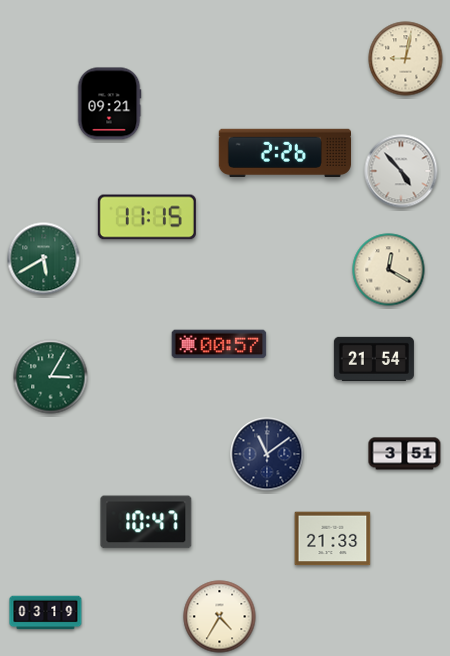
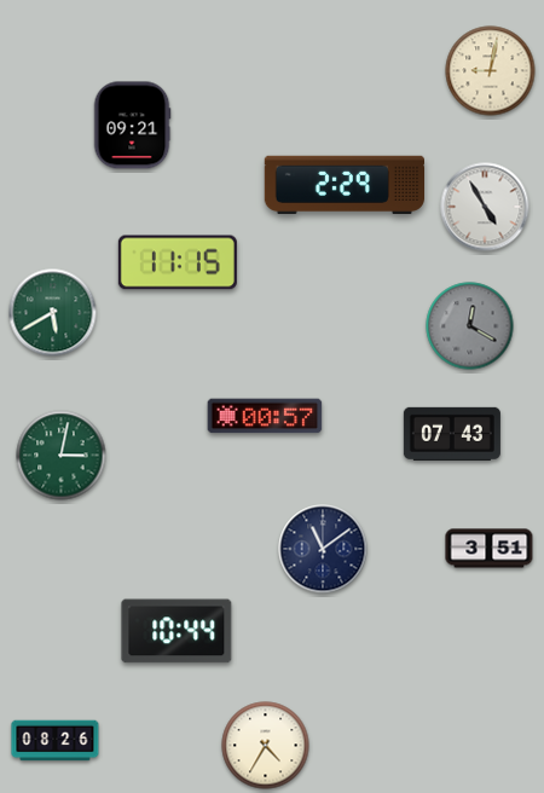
clock at (284, 152): 2:26 -> 2:29
clock at (401, 171): 4:53 -> 4:55
clock at (389, 270) dial: cream -> grey
clock at (374, 359): 21:54 -> 07:43
clock at (51, 377): 3:05 -> 3:02
clock at (146, 522): 10:47 -> 10:44
clock at (333, 539): 21:33 -> none
clock at (46, 613): 03:19 -> 08:26
